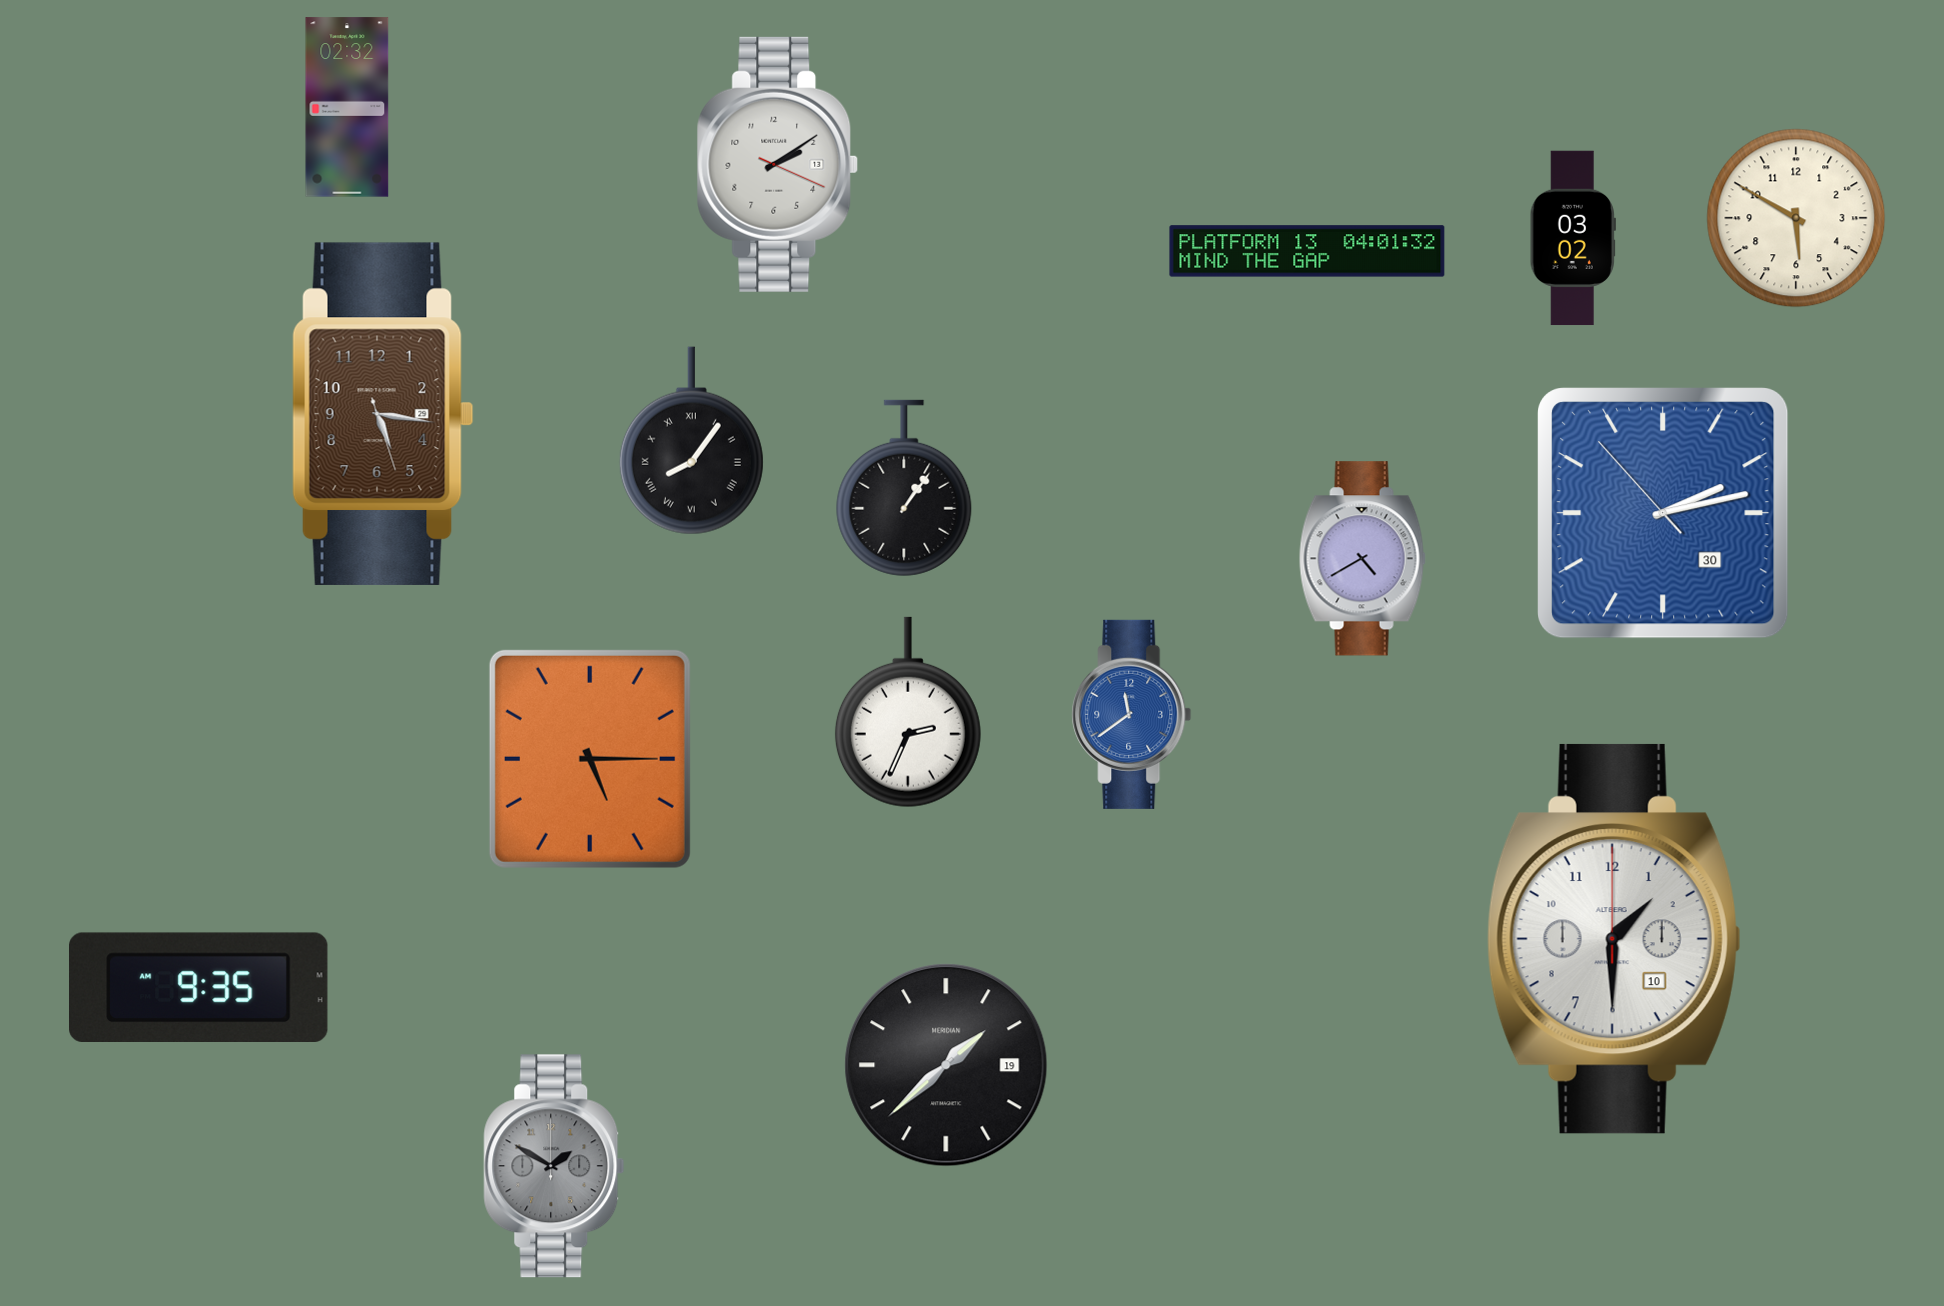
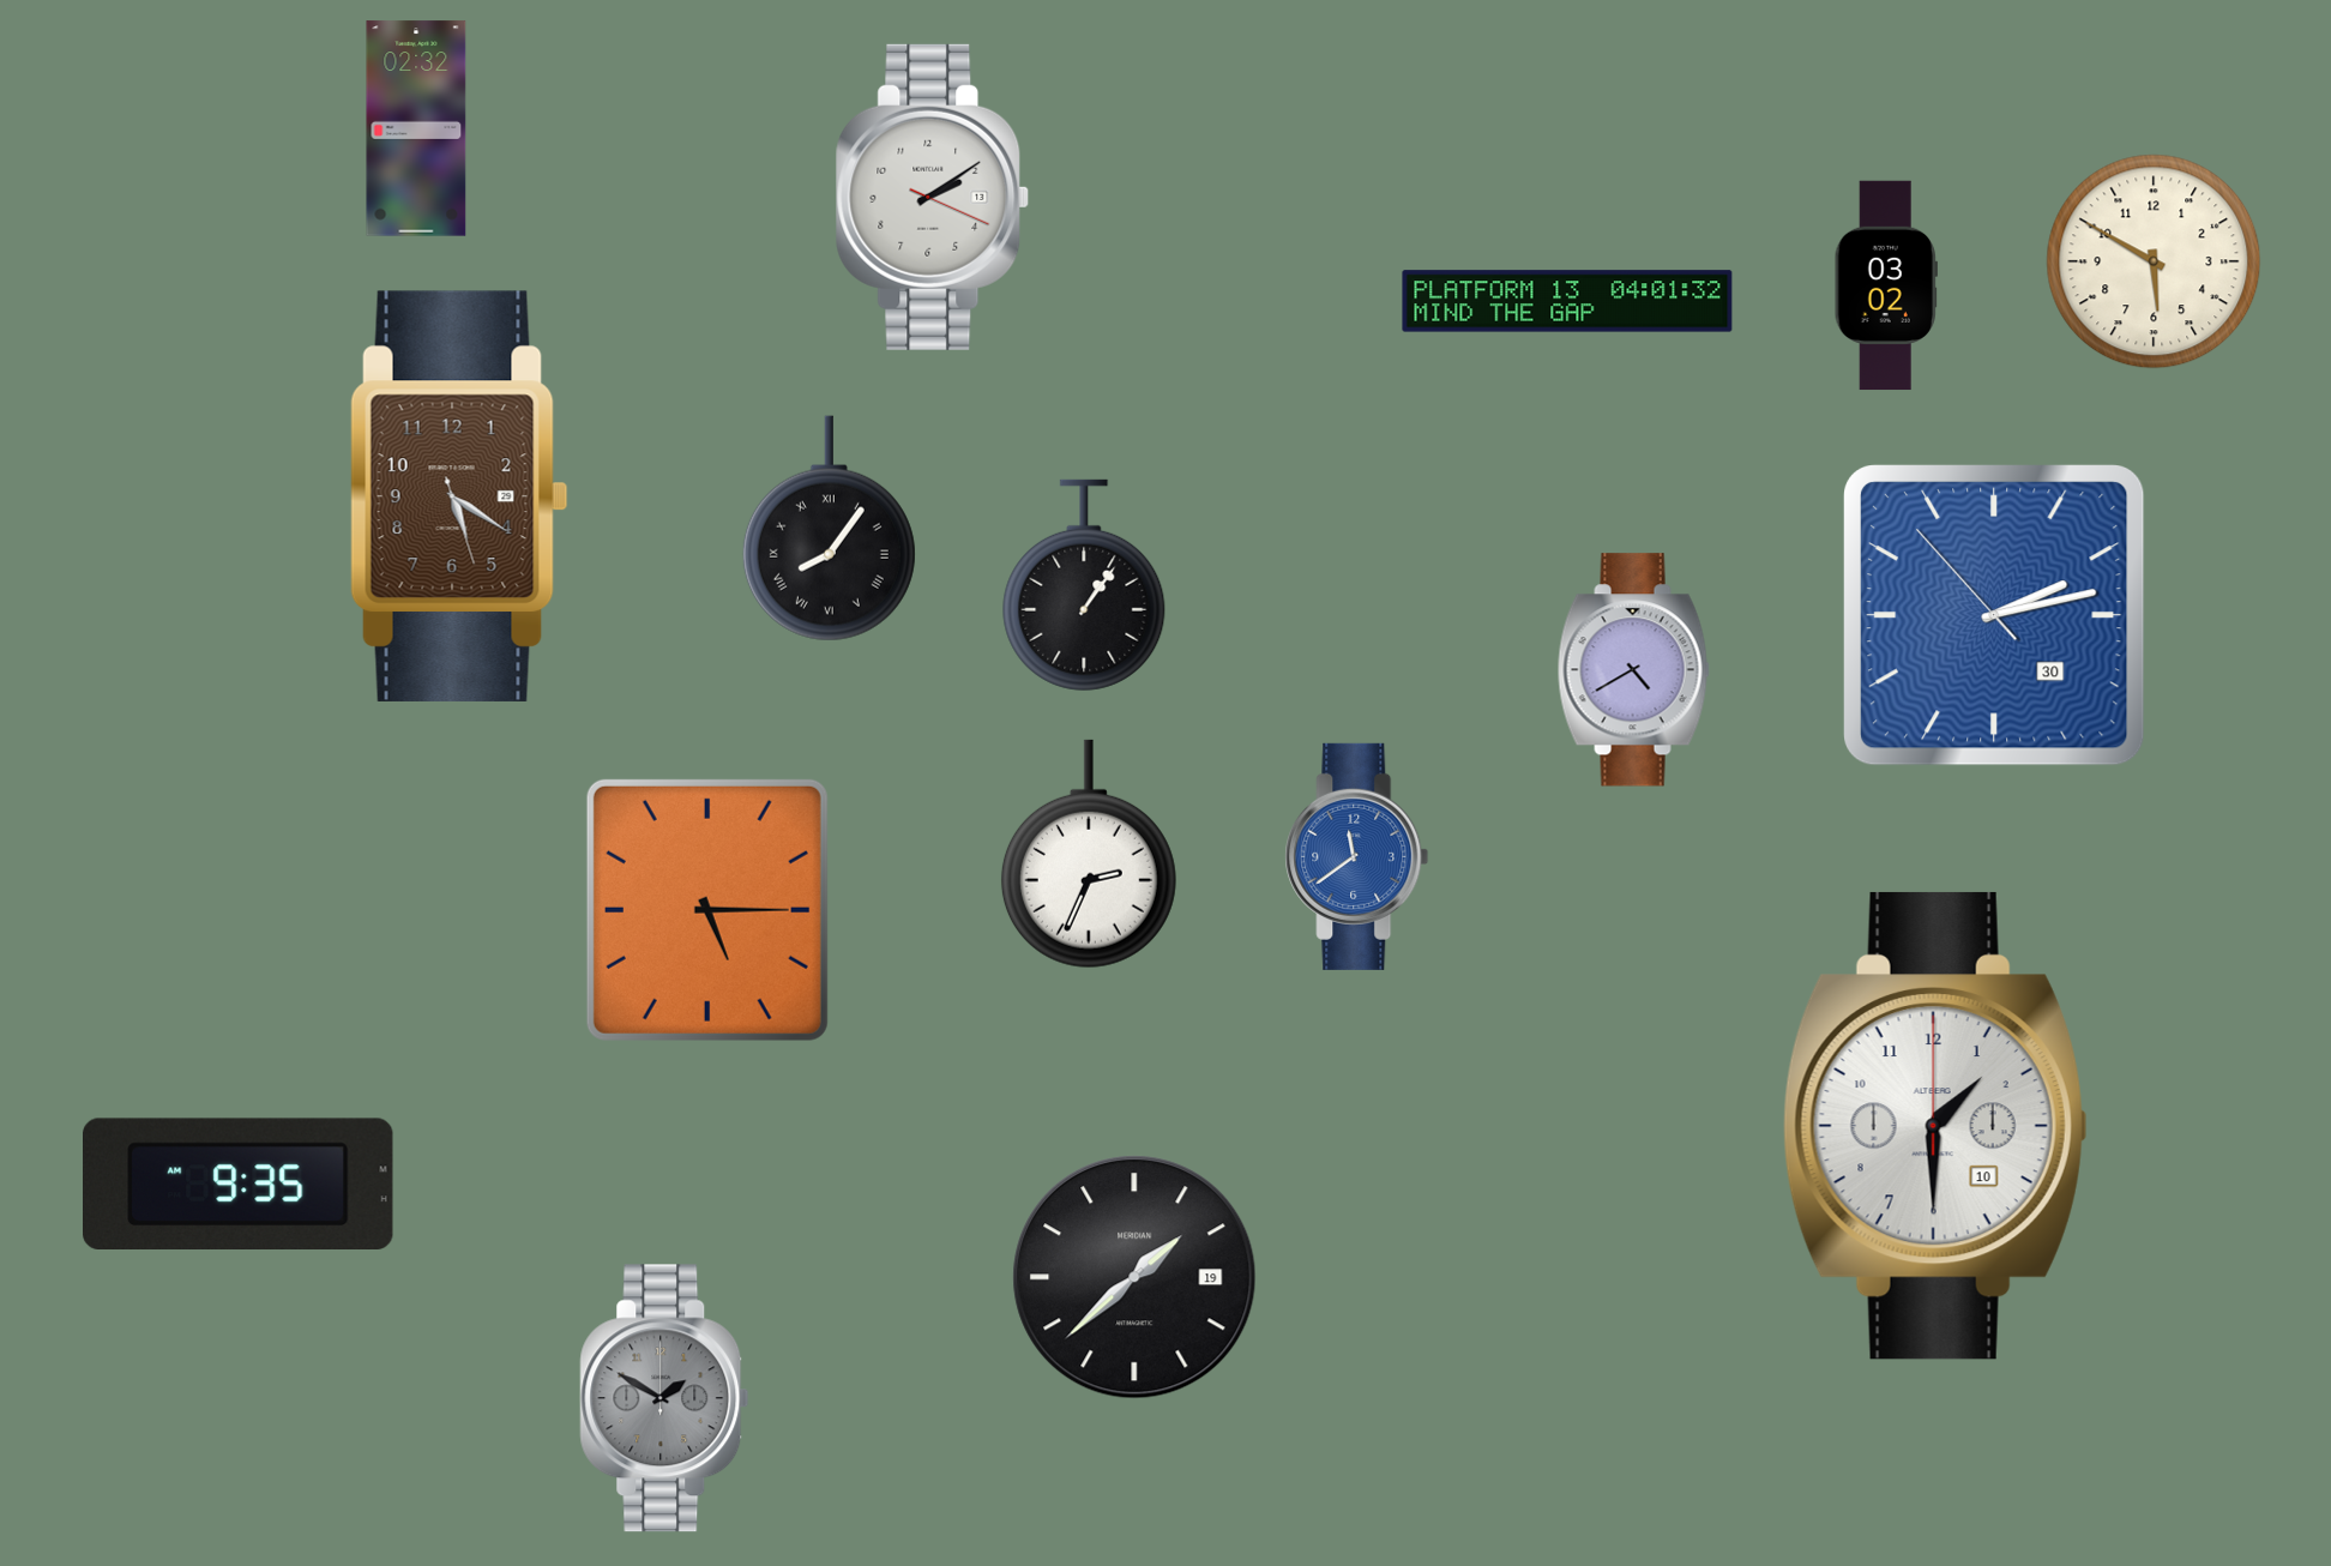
clock at (383, 414): 5:16 -> 5:20
